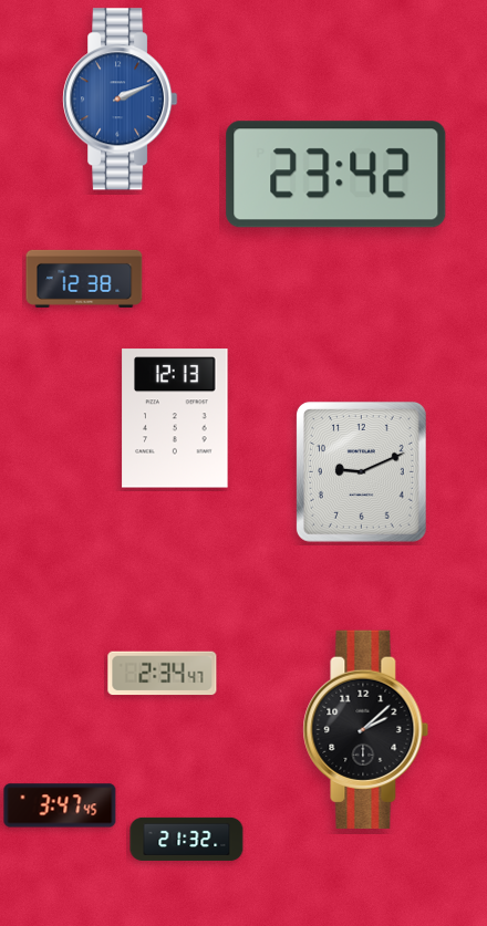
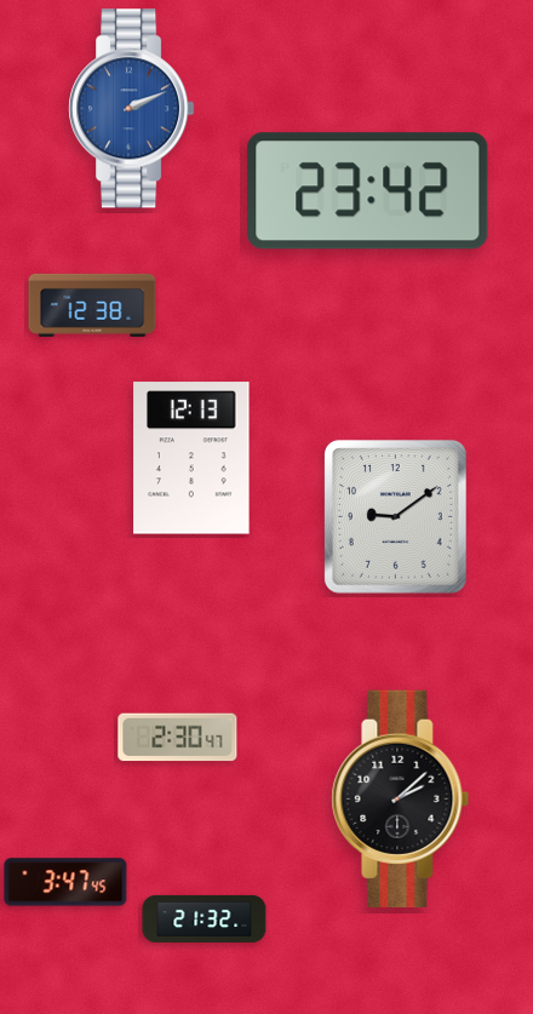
clock at (361, 471): 9:11 -> 9:09
clock at (163, 674): 2:34 -> 2:30
